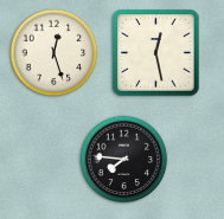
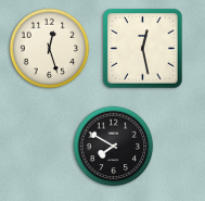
clock at (124, 160): 7:46 -> 7:50
